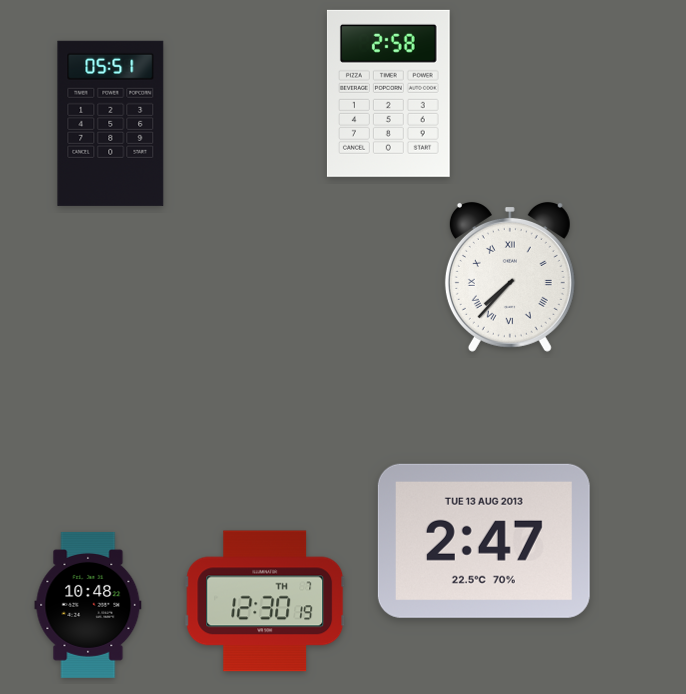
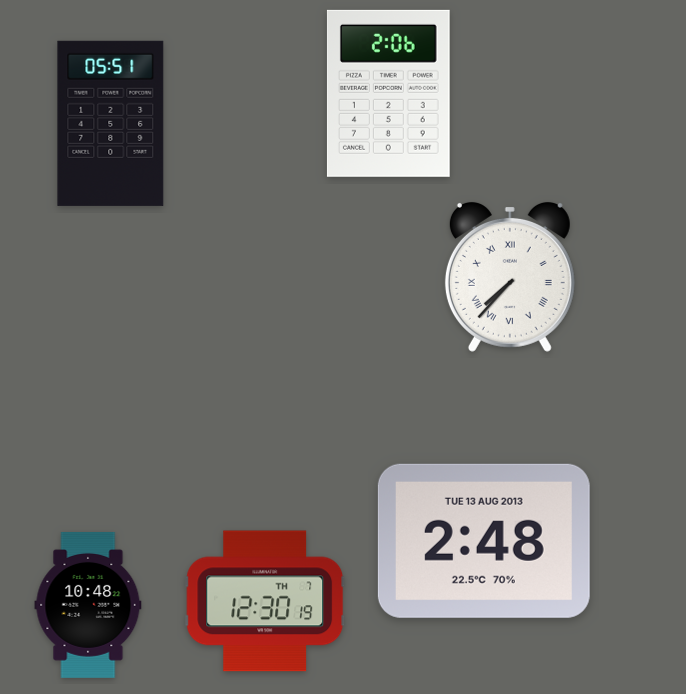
clock at (388, 93): 2:58 -> 2:06
clock at (484, 541): 2:47 -> 2:48
